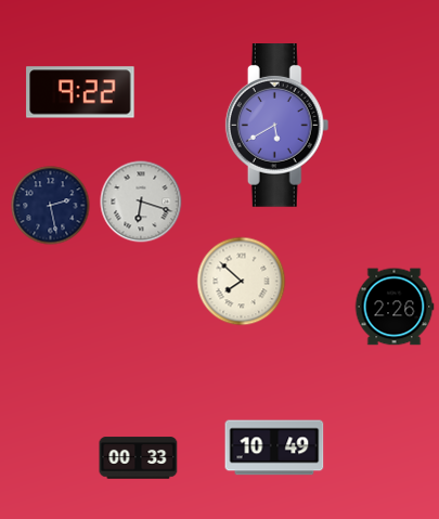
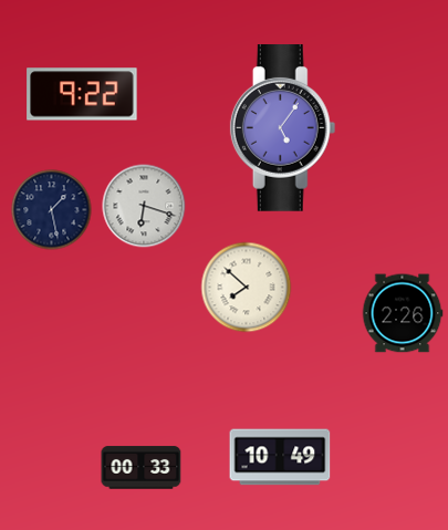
clock at (277, 126): 5:40 -> 5:06
clock at (51, 206): 2:28 -> 1:28
